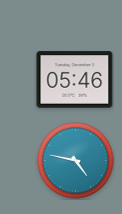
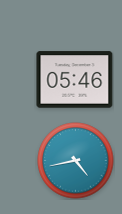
clock at (76, 161): 4:47 -> 4:43
